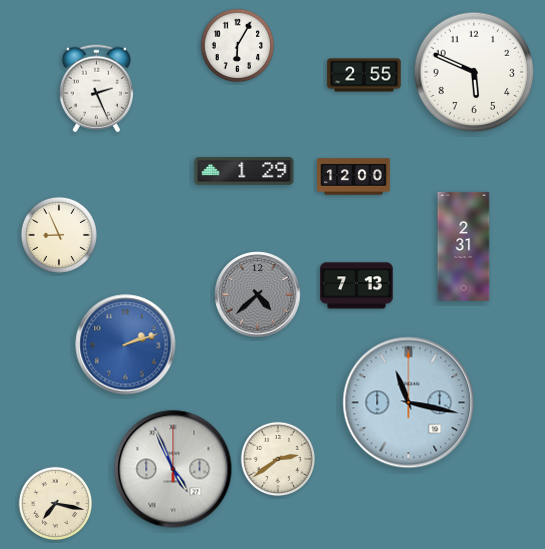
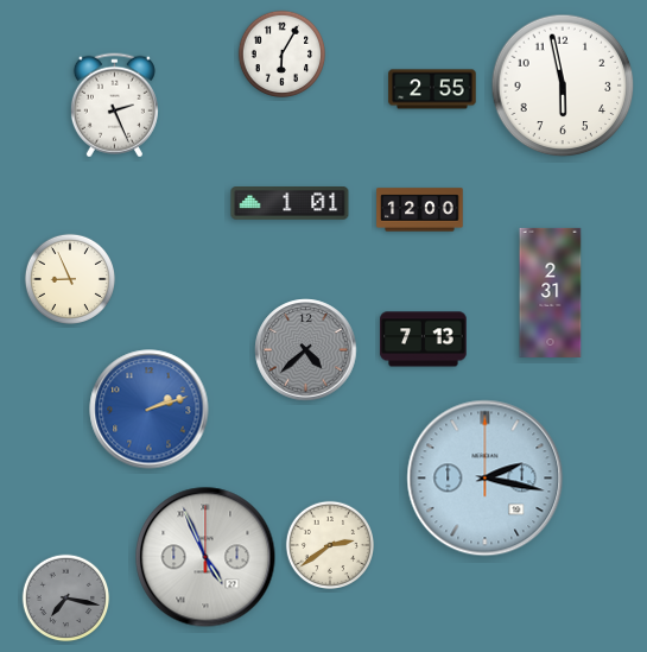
clock at (474, 72): 5:49 -> 5:58
clock at (244, 172): 1:29 -> 1:01
clock at (409, 403): 11:17 -> 2:17
clock at (56, 504) dial: cream -> grey
